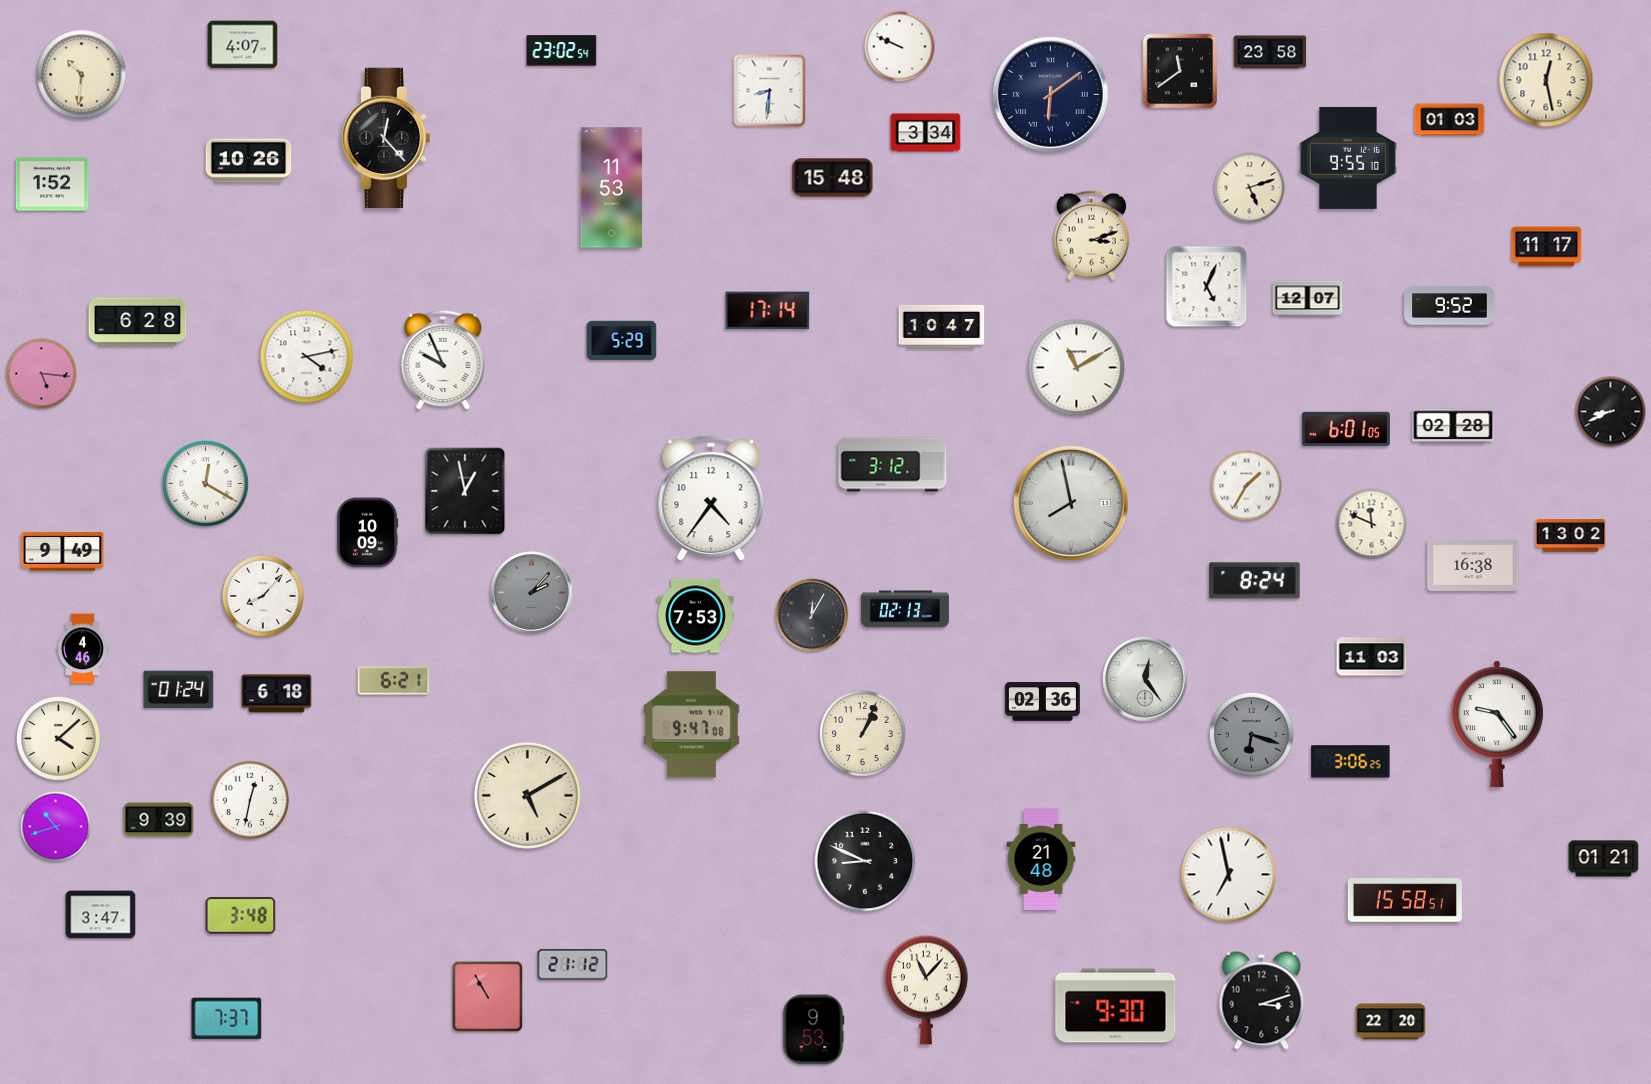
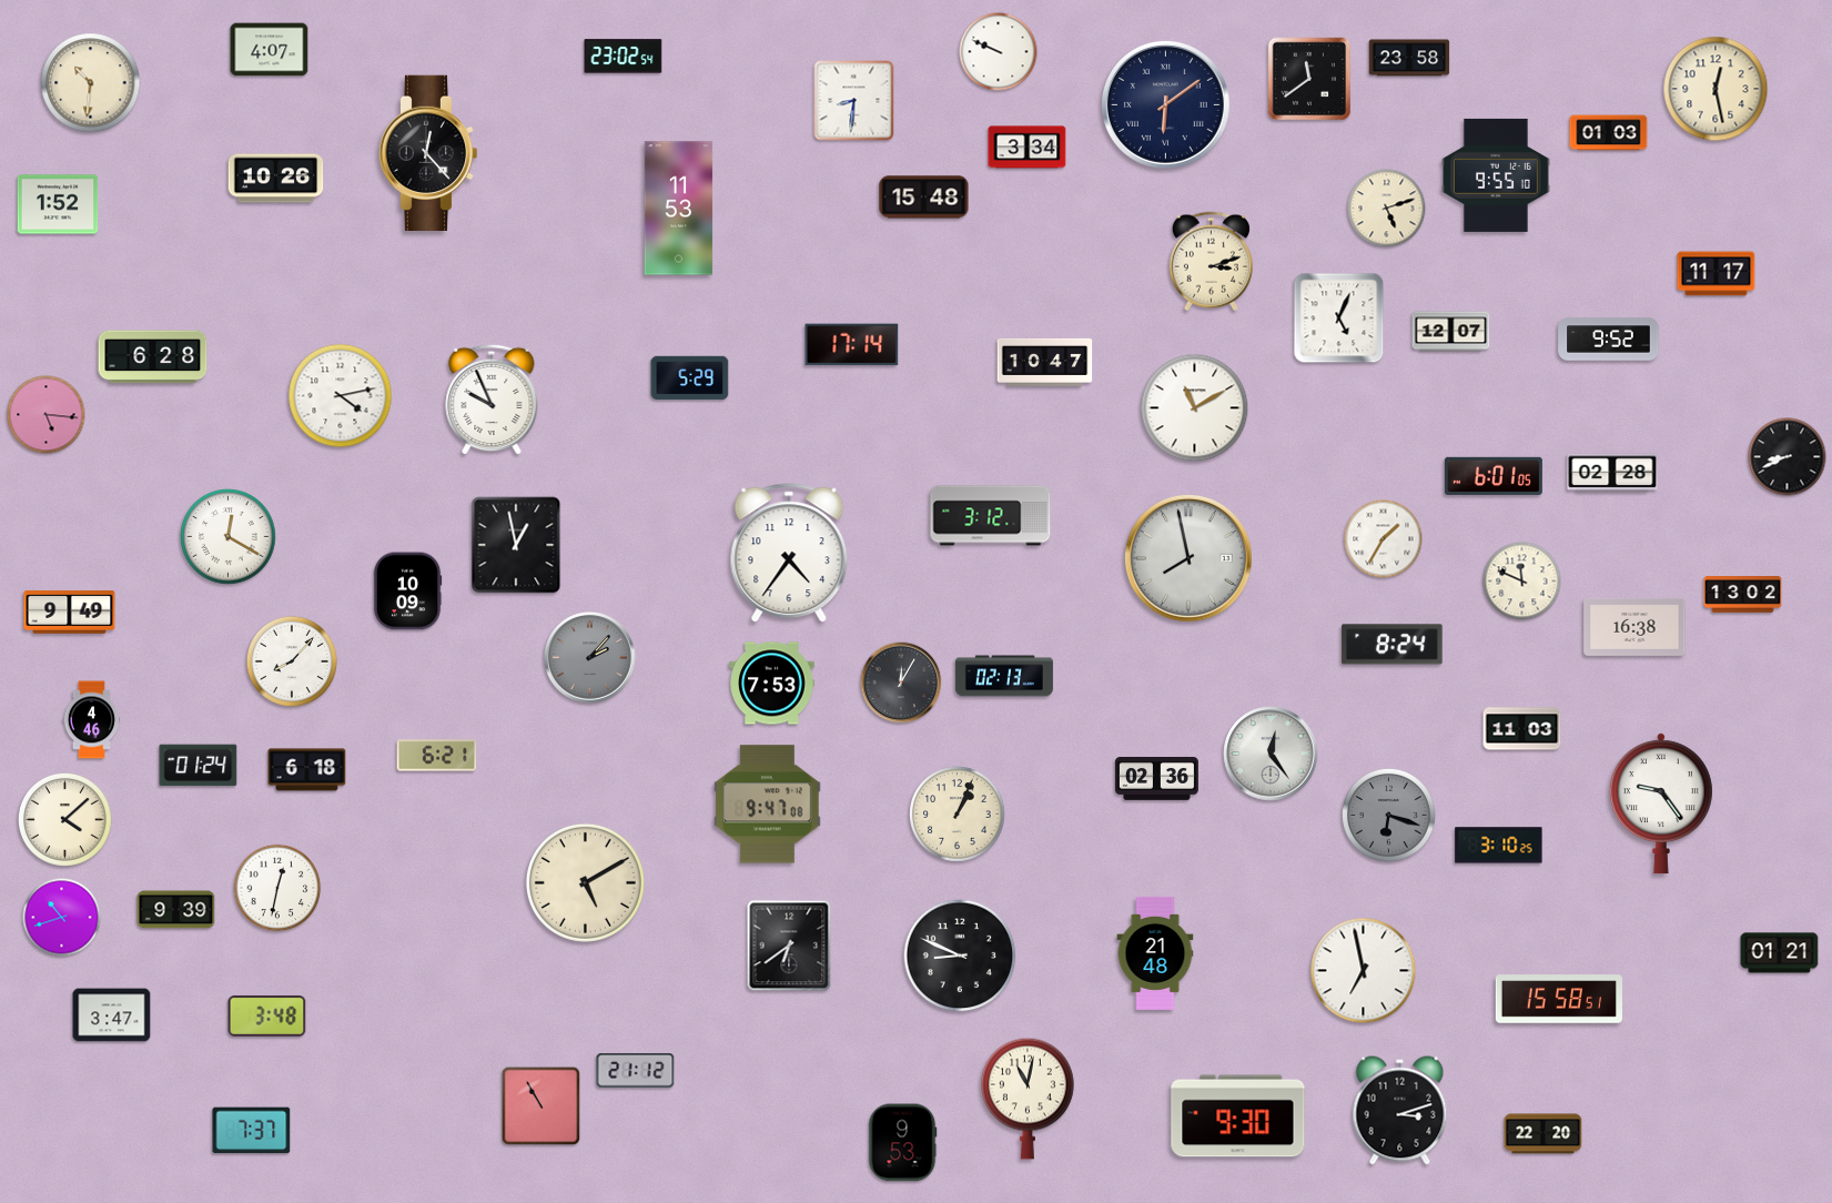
clock at (1351, 762): 3:06 -> 3:10
clock at (789, 946): none -> 6:39
clock at (927, 990): 11:07 -> 11:02
